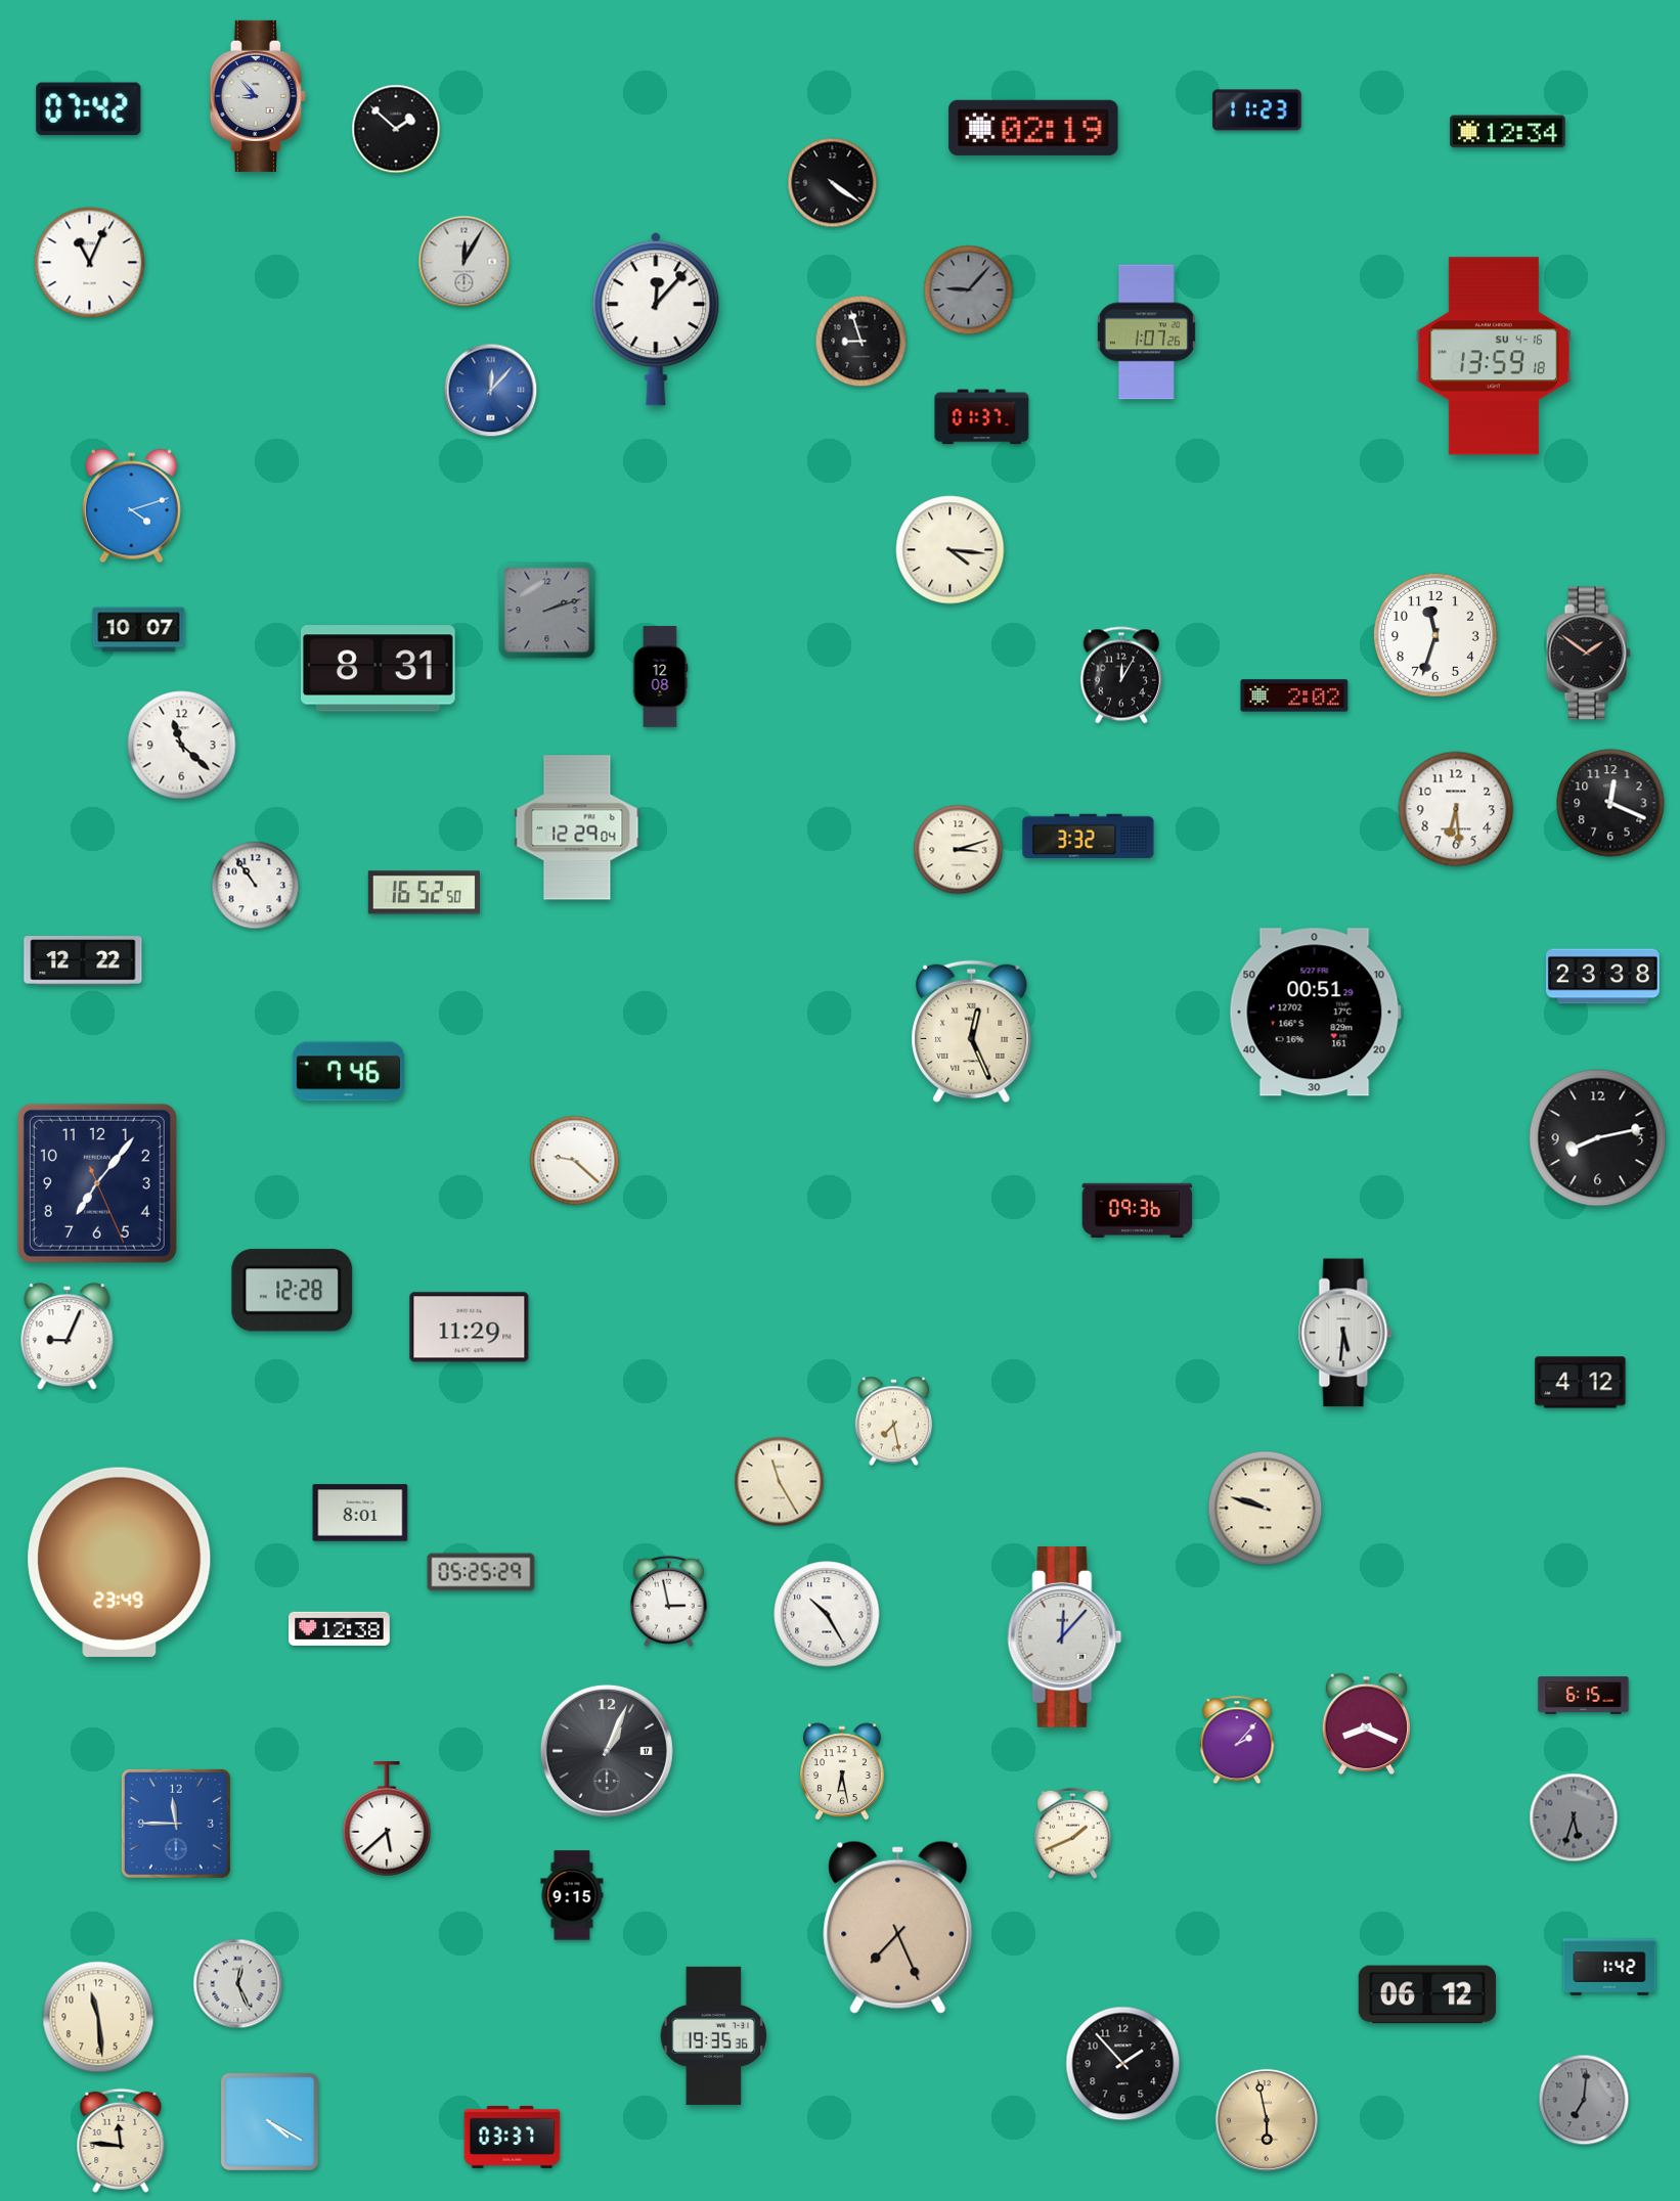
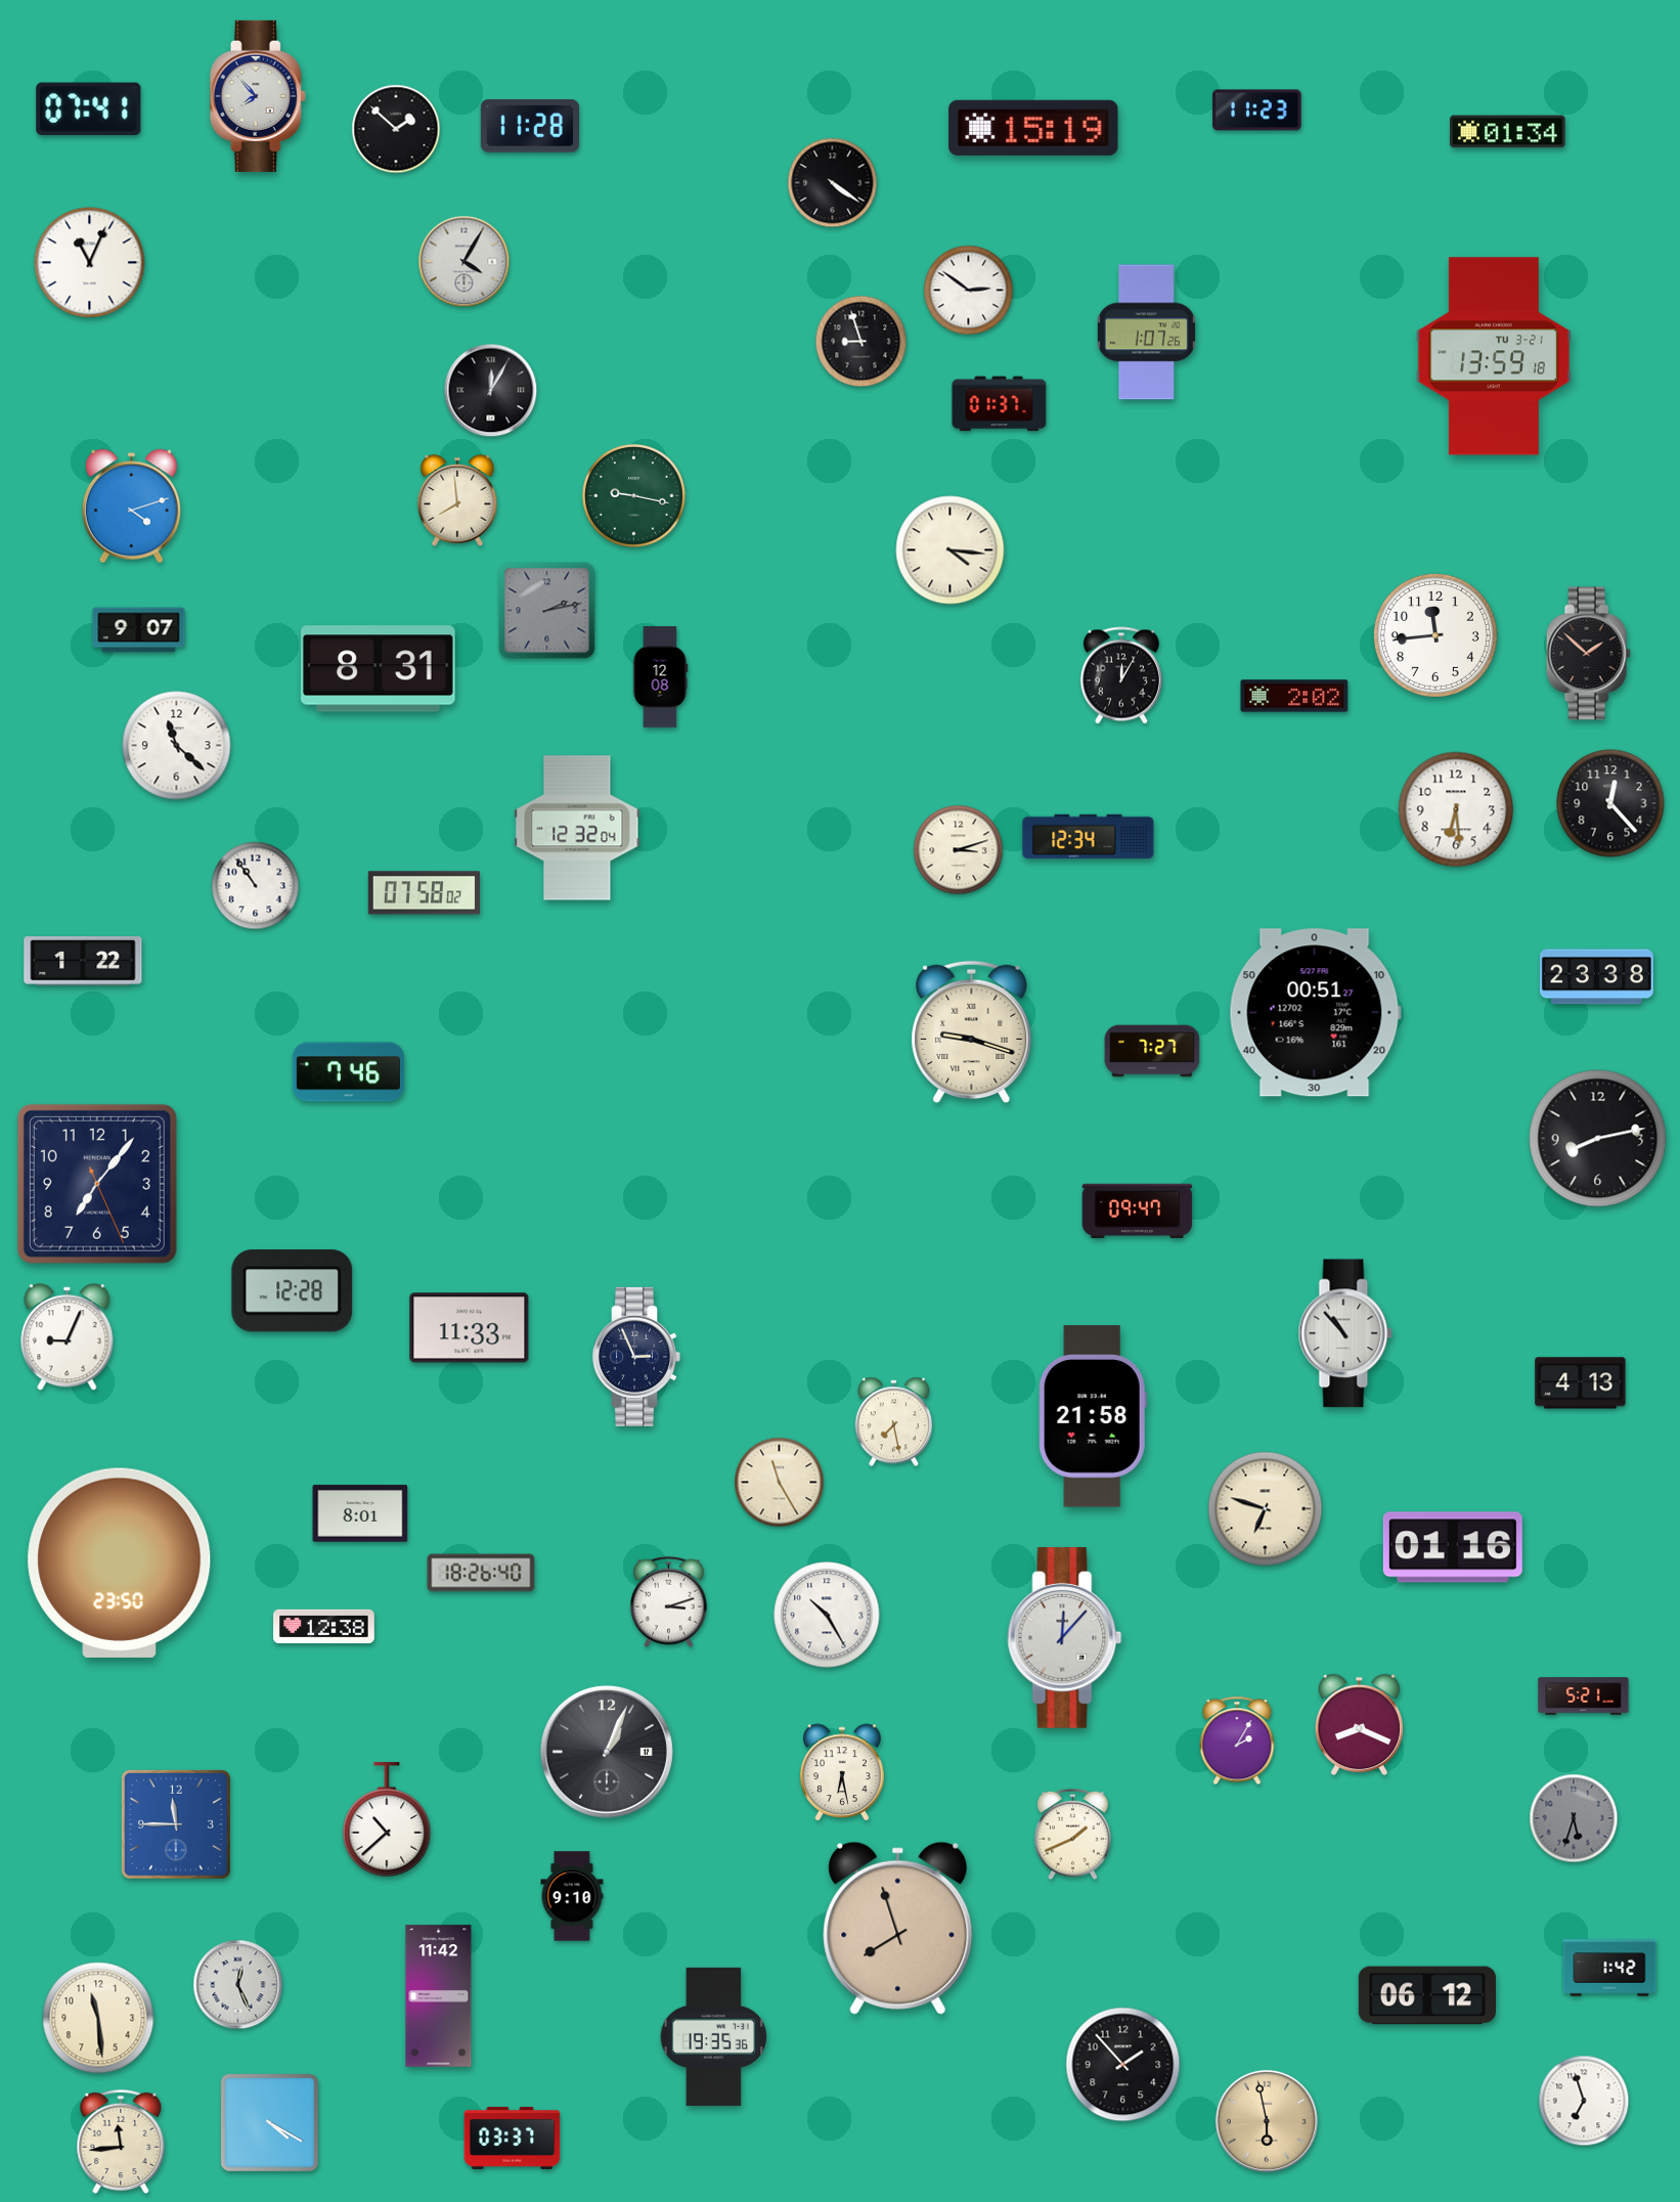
clock at (258, 96): 8:53 -> 7:53
clock at (89, 109): 07:42 -> 07:41
clock at (530, 126): none -> 11:28
clock at (1033, 128): 02:19 -> 15:19
clock at (1508, 132): 12:34 -> 01:34
clock at (465, 262): 12:05 -> 4:05
clock at (969, 290): 9:07 -> 2:51
clock at (969, 290) dial: grey -> white
clock at (656, 319): 12:07 -> none
clock at (1494, 356) date: SU 4-16 -> TU 3-21
clock at (491, 391): 12:07 -> 12:05
clock at (491, 391) dial: blue -> black
clock at (982, 417) position: (982, 417) -> (1000, 404)
clock at (634, 496): none -> 9:17
clock at (457, 500): none -> 7:59
clock at (547, 611): 2:12 -> 2:13
clock at (139, 630): 10:07 -> 9:07
clock at (1435, 635): 11:33 -> 11:44
clock at (1588, 654): 1:51 -> 1:52
clock at (182, 746) position: (182, 746) -> (177, 746)
clock at (1610, 803): 12:19 -> 12:23
clock at (577, 827): 12:29 -> 12:32
clock at (1089, 837): 3:32 -> 12:34
clock at (424, 893): 16:52 -> 07:58
clock at (83, 960): 12:22 -> 1:22
clock at (1602, 977) position: (1602, 977) -> (1596, 977)
clock at (1315, 1013): 00:51:29 -> 00:51:27
clock at (972, 1032): 12:26 -> 9:18
clock at (1152, 1051): none -> 7:27
clock at (575, 1161): 9:22 -> none
clock at (1138, 1210): 09:36 -> 09:47
clock at (470, 1328): 11:29 -> 11:33
clock at (1345, 1333): 5:31 -> 10:53
clock at (636, 1357): none -> 2:56
clock at (1581, 1383): 4:12 -> 4:13
clock at (1093, 1416): none -> 21:58
clock at (1266, 1509): 9:48 -> 6:48
clock at (1453, 1547): none -> 01:16
clock at (120, 1562): 23:49 -> 23:50
clock at (481, 1572): 05:25 -> 18:26
clock at (669, 1602): 2:58 -> 3:12
clock at (340, 1628) position: (340, 1628) -> (324, 1626)
clock at (1584, 1696): 6:15 -> 5:21
clock at (1366, 1724) position: (1366, 1724) -> (1359, 1725)
clock at (1237, 1740): 2:07 -> 2:05
clock at (387, 1820): 5:38 -> 10:38
clock at (572, 1895): 9:15 -> 9:10
clock at (898, 1927): 7:26 -> 7:57
clock at (439, 1996): none -> 11:42
clock at (1584, 2100): 7:01 -> 6:57
clock at (1584, 2100) dial: grey -> white
clock at (121, 2141): 11:46 -> 11:44
